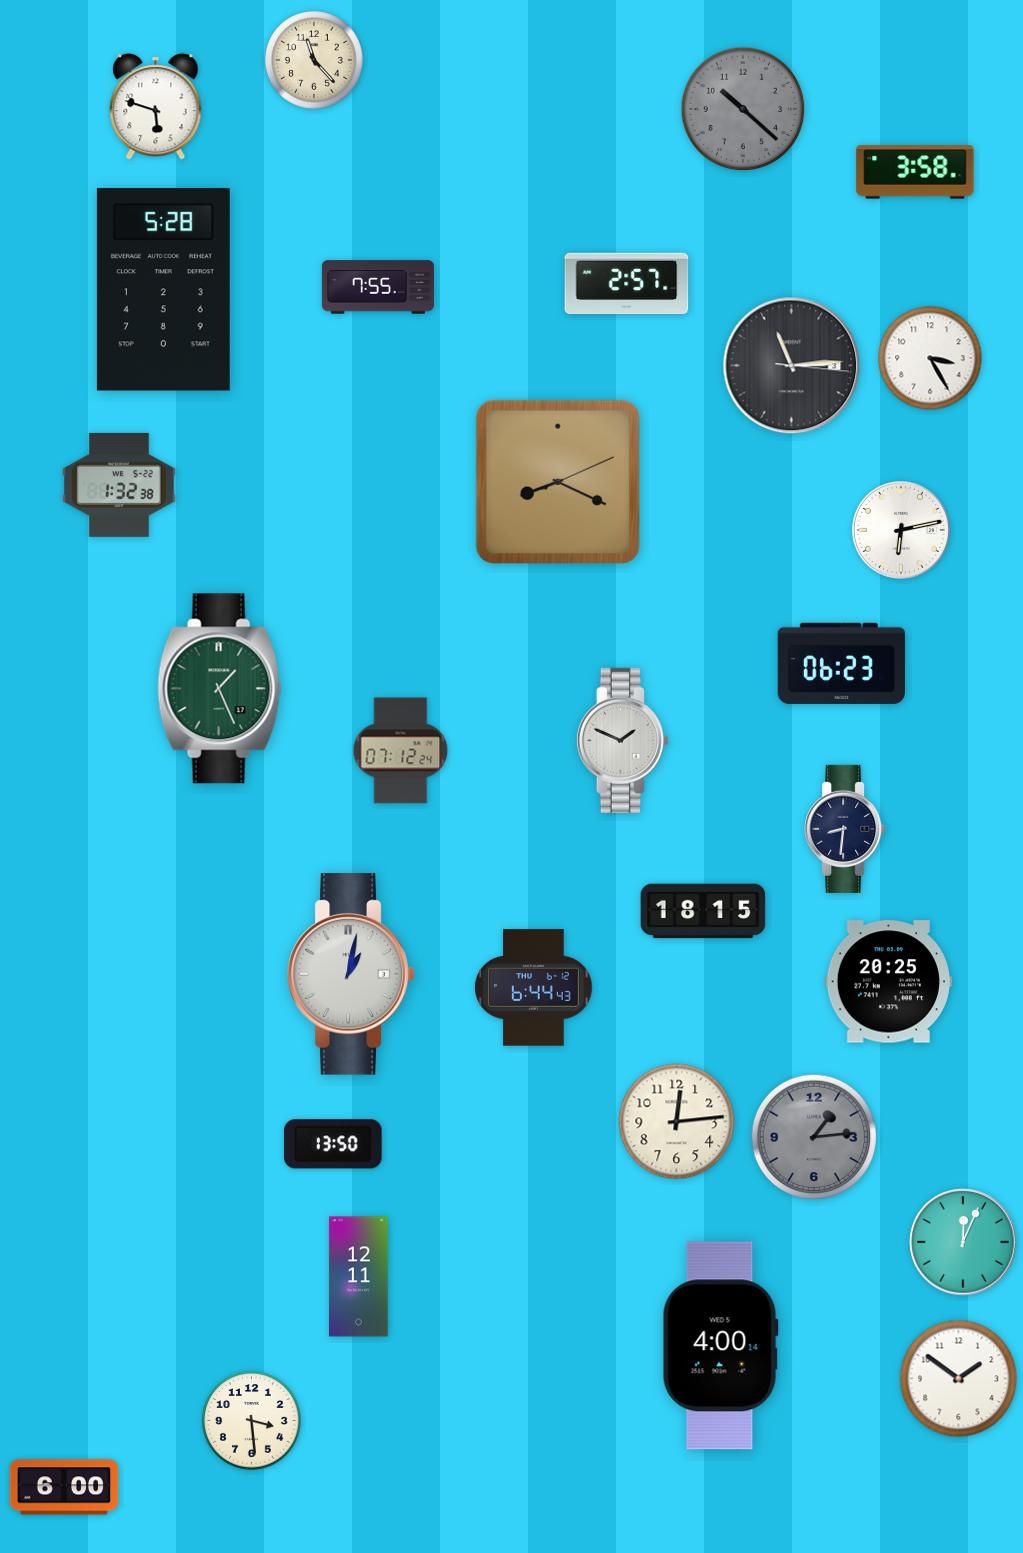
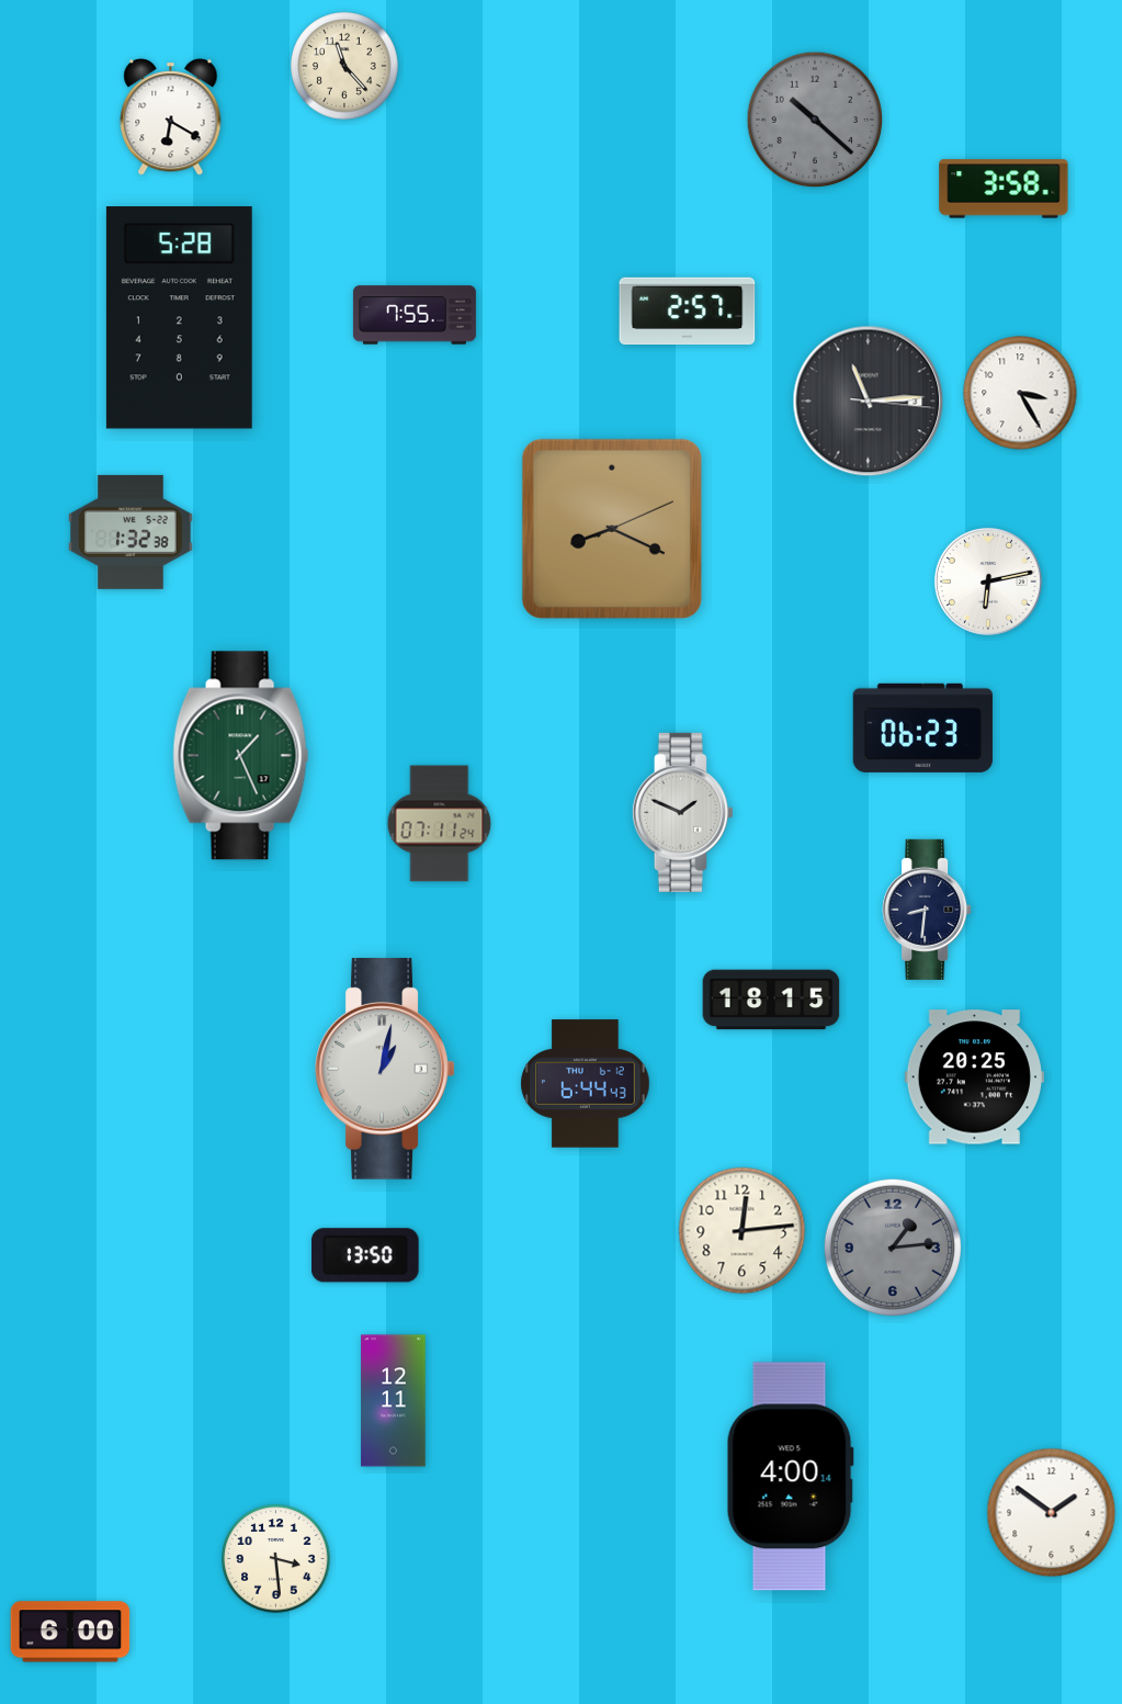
clock at (156, 107): 5:48 -> 6:20
clock at (401, 751): 07:12 -> 07:11
clock at (963, 1242): 12:04 -> none
